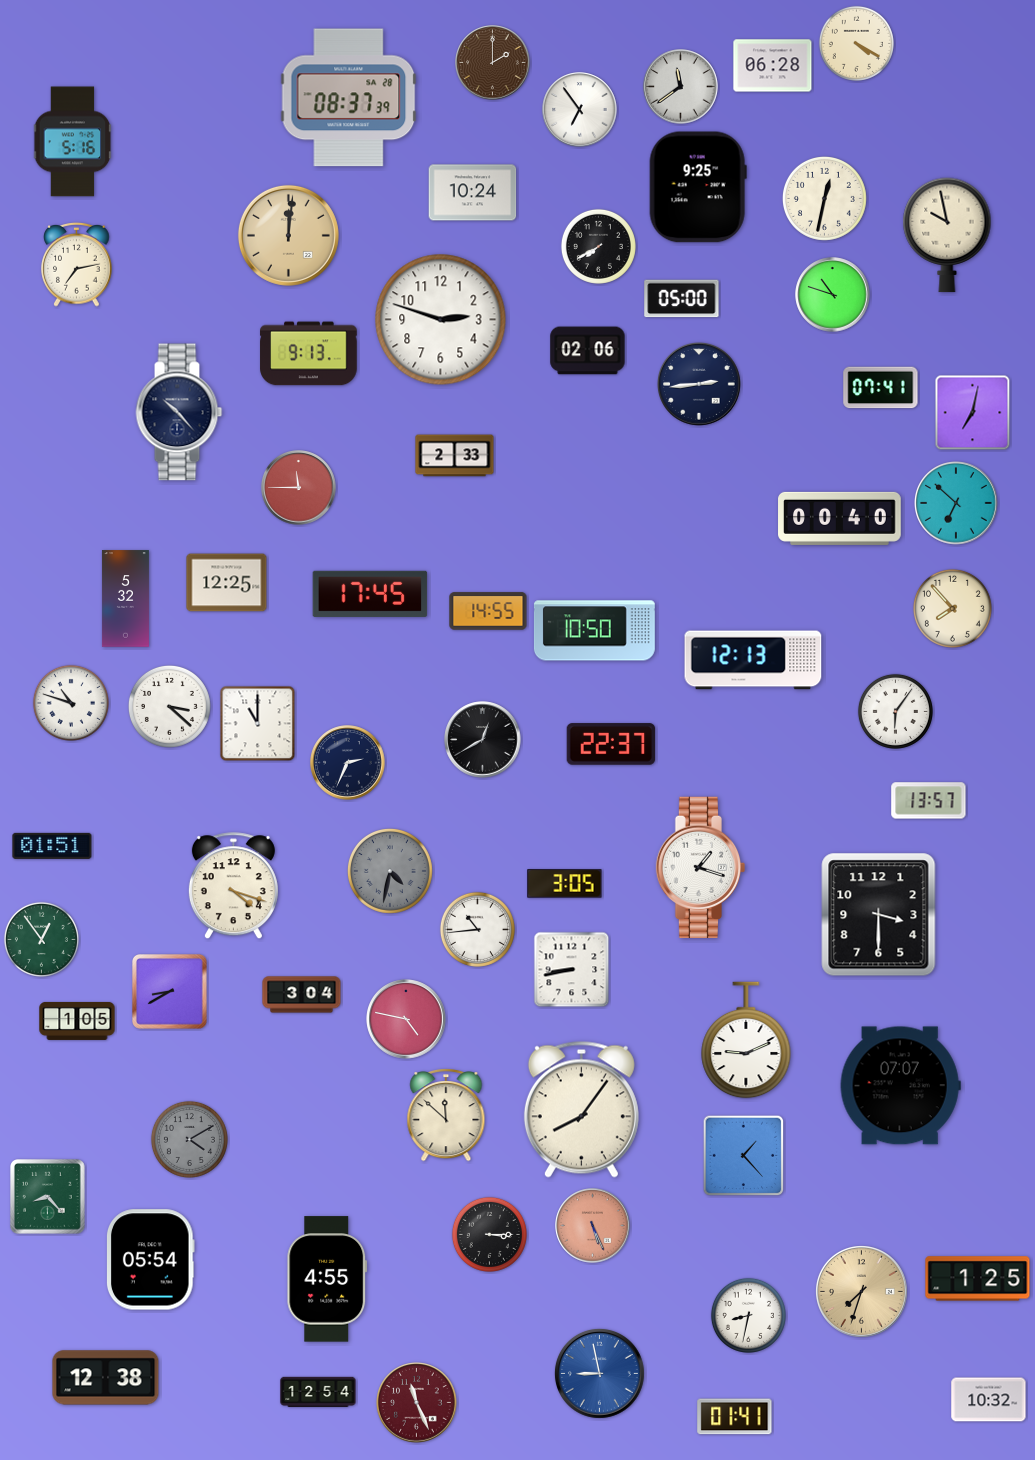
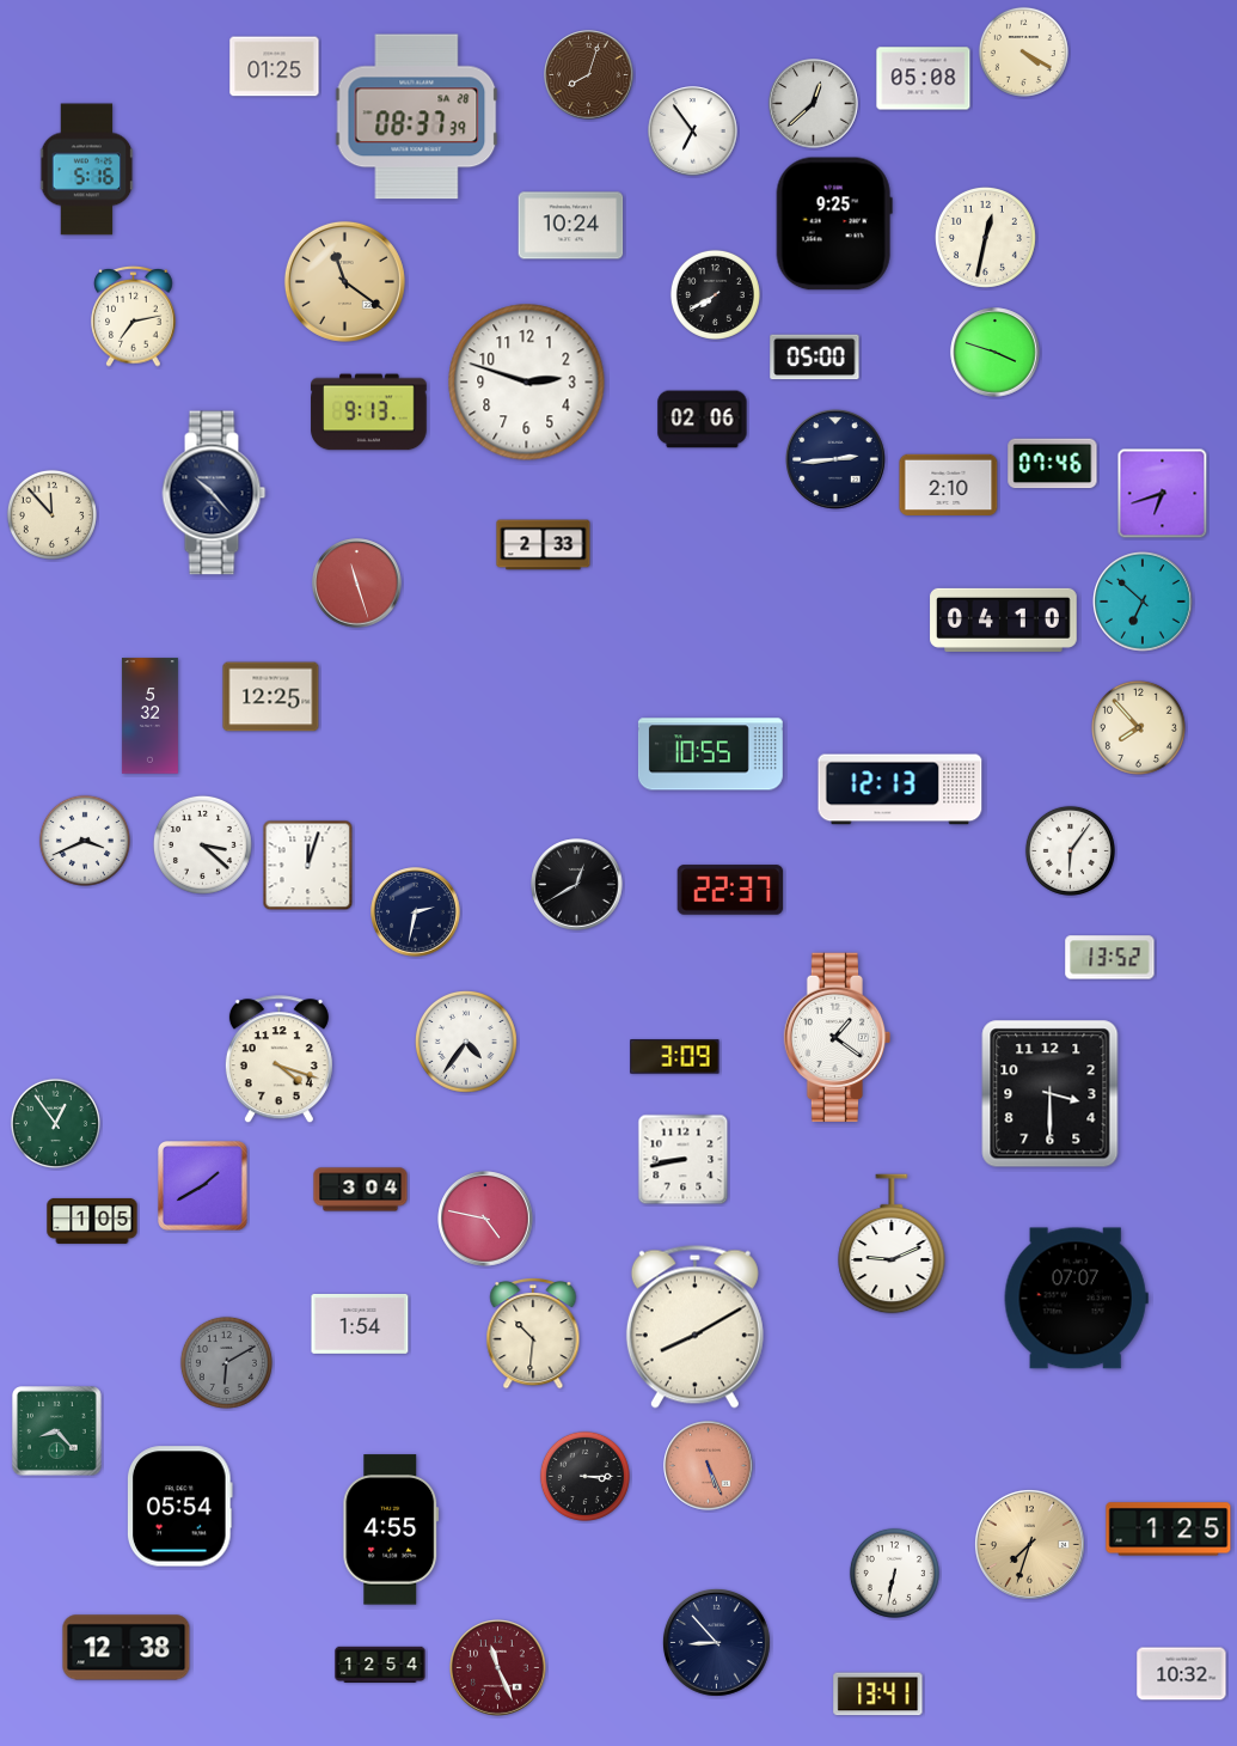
clock at (275, 67): none -> 01:25
clock at (493, 63): 2:00 -> 8:03
clock at (773, 66): 06:28 -> 05:08
clock at (681, 87): 11:39 -> 12:38
clock at (473, 193) position: (473, 193) -> (571, 226)
clock at (288, 235): 12:01 -> 11:21
clock at (947, 235): 9:58 -> none
clock at (77, 264) position: (77, 264) -> (134, 316)
clock at (833, 295): 10:48 -> 3:48
clock at (309, 354) position: (309, 354) -> (369, 413)
clock at (881, 388): 07:41 -> 07:46
clock at (949, 484): none -> 2:10
clock at (973, 413): 7:02 -> 6:42
clock at (51, 514): none -> 11:53
clock at (299, 488): 11:45 -> 11:27
clock at (840, 518): 00:40 -> 04:10
clock at (370, 594): 17:45 -> none
clock at (488, 611): 14:55 -> none
clock at (594, 631): 10:50 -> 10:55
clock at (71, 703): 10:48 -> 3:41
clock at (258, 724): 11:00 -> 12:03
clock at (348, 763): 2:34 -> 2:32
clock at (929, 801): 13:57 -> 13:52
clock at (52, 846): 01:51 -> none
clock at (701, 868): 1:18 -> 1:21
clock at (390, 871): 4:32 -> 4:36
clock at (390, 871) dial: grey -> white
clock at (565, 884): 3:05 -> 3:09
clock at (477, 929): 10:44 -> none
clock at (41, 939) position: (41, 939) -> (55, 1123)
clock at (170, 992): 8:40 -> 1:40
clock at (360, 1324): none -> 1:54
clock at (581, 1109): 8:06 -> 8:10
clock at (446, 1116): 11:52 -> 10:31
clock at (189, 1139): 4:10 -> 6:10
clock at (744, 1156): 1:23 -> none
clock at (748, 1315): 8:32 -> 6:32
clock at (599, 1373): 8:58 -> 8:53
clock at (599, 1373) dial: blue -> navy
clock at (417, 1403) position: (417, 1403) -> (498, 1668)
clock at (735, 1417): 01:41 -> 13:41
